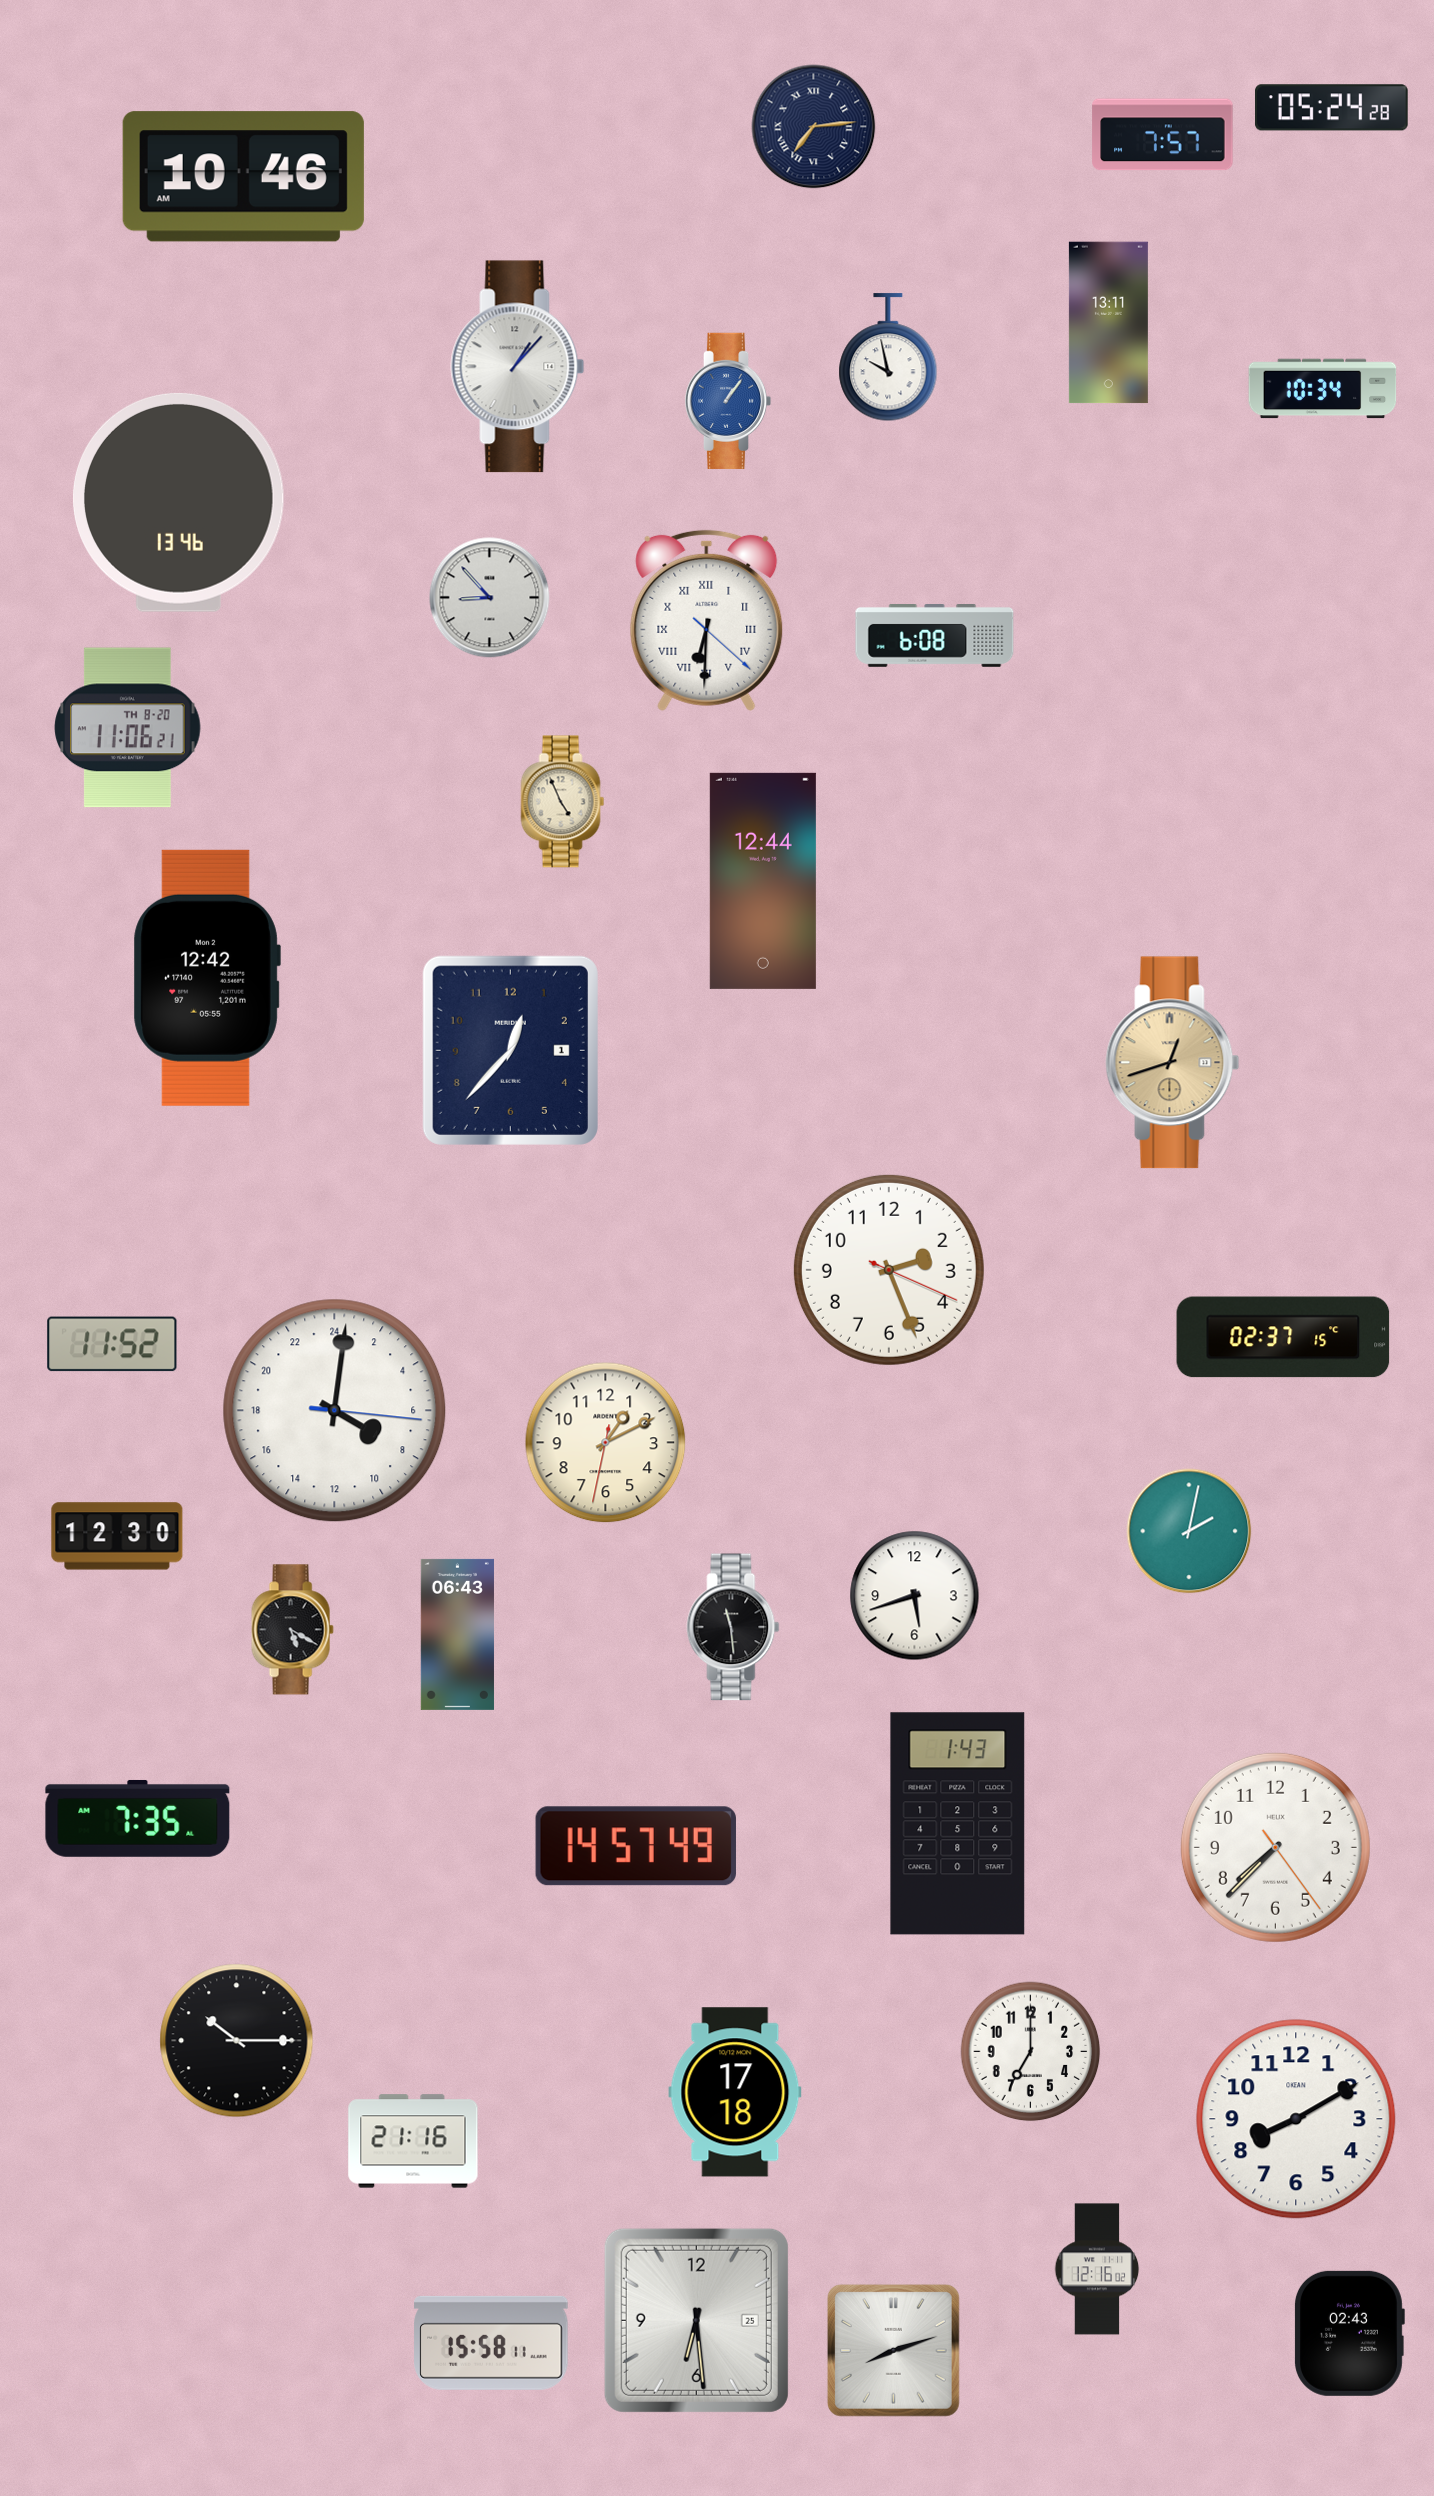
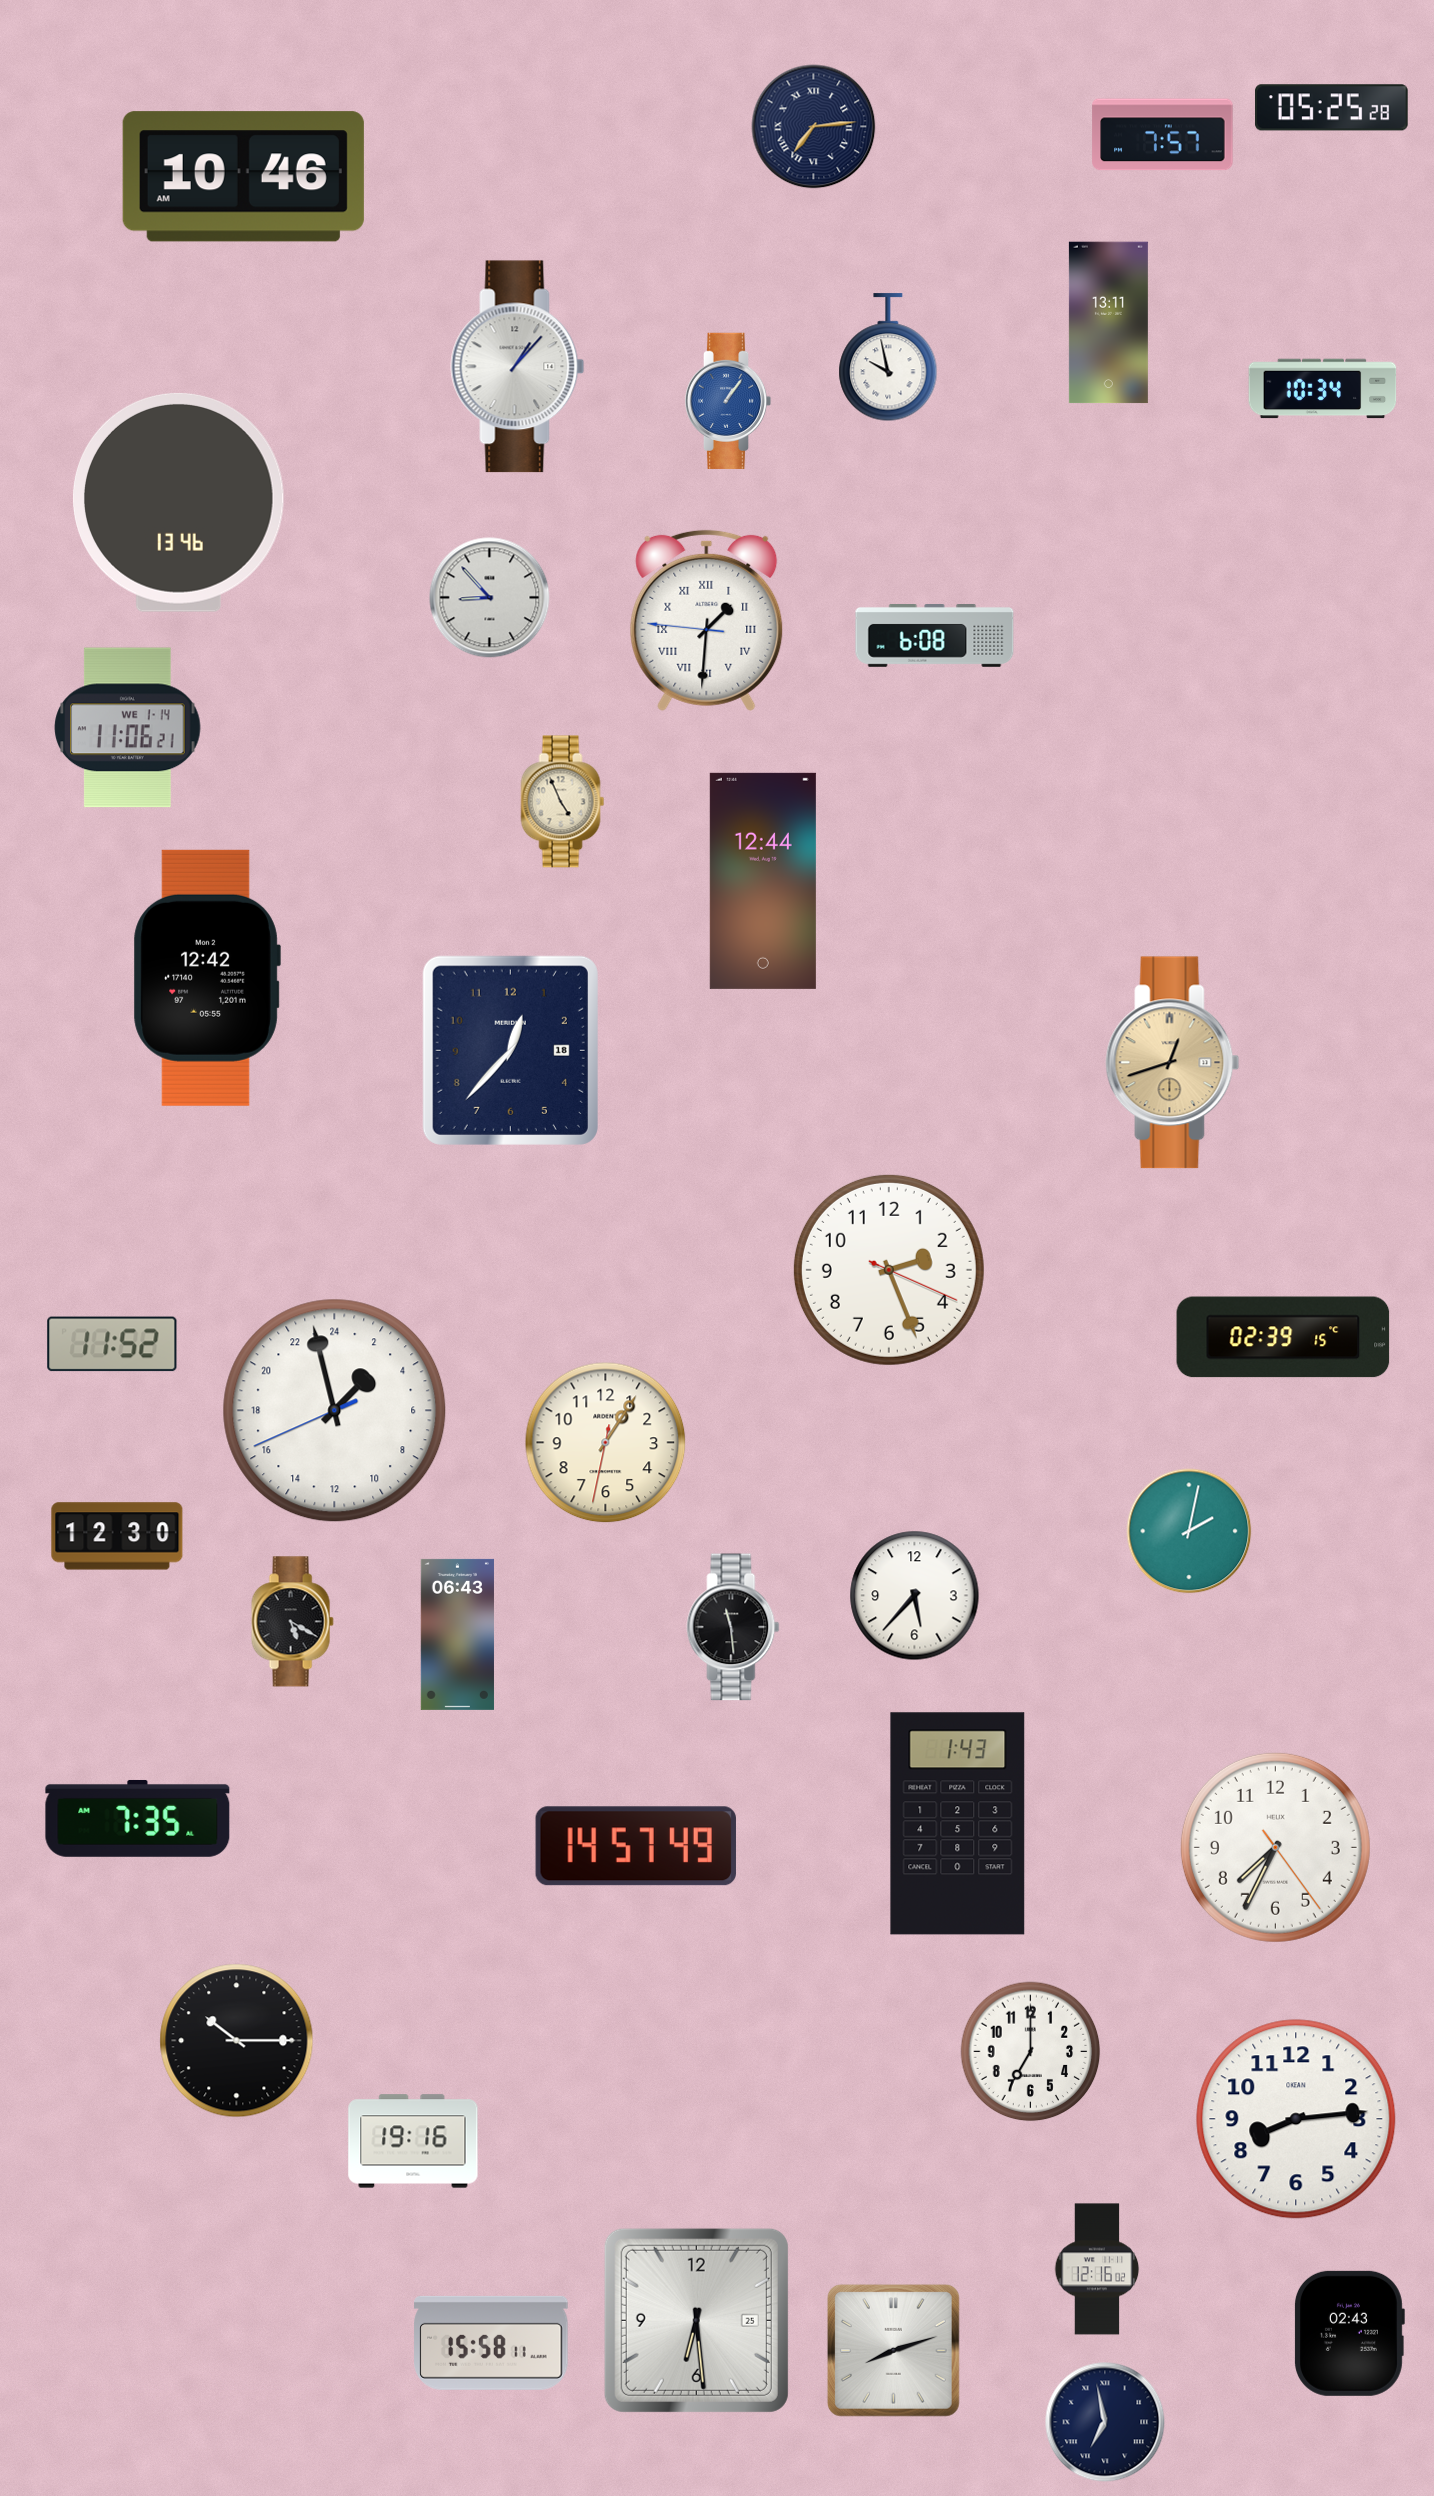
clock at (1332, 108): 05:24 -> 05:25
clock at (707, 620): 6:30 -> 1:30
clock at (128, 728) date: TH 8-20 -> WE 1-14
clock at (510, 1050) date: 1 -> 18
clock at (1283, 1337): 02:37 -> 02:39
clock at (335, 1411): 8:01 -> 2:57
clock at (606, 1443): 1:10 -> 1:05
clock at (915, 1596): 5:42 -> 5:37
clock at (292, 1630) position: (292, 1630) -> (292, 1622)
clock at (1275, 1847): 7:37 -> 7:34
clock at (735, 2092): 17:18 -> none
clock at (1296, 2119): 8:10 -> 8:14
clock at (413, 2141): 21:16 -> 19:16
clock at (1105, 2422): none -> 6:58
